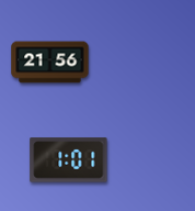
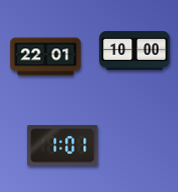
clock at (135, 51): none -> 10:00
clock at (50, 63): 21:56 -> 22:01
